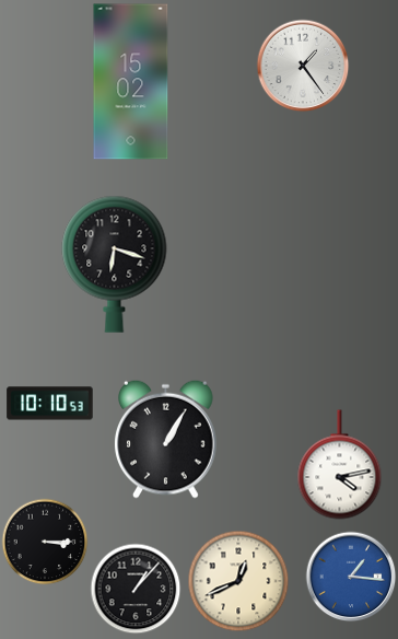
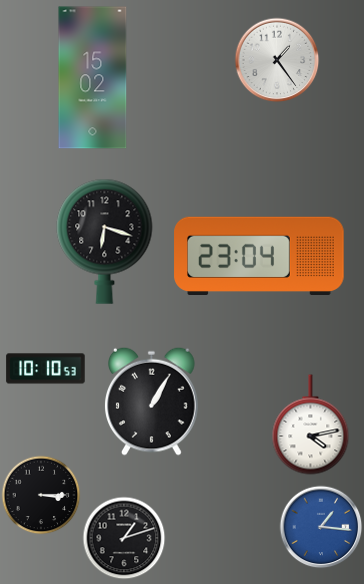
clock at (131, 82) position: (131, 82) -> (93, 78)
clock at (259, 255): none -> 23:04
clock at (238, 581): 12:41 -> none
clock at (136, 589): 1:07 -> 1:12
